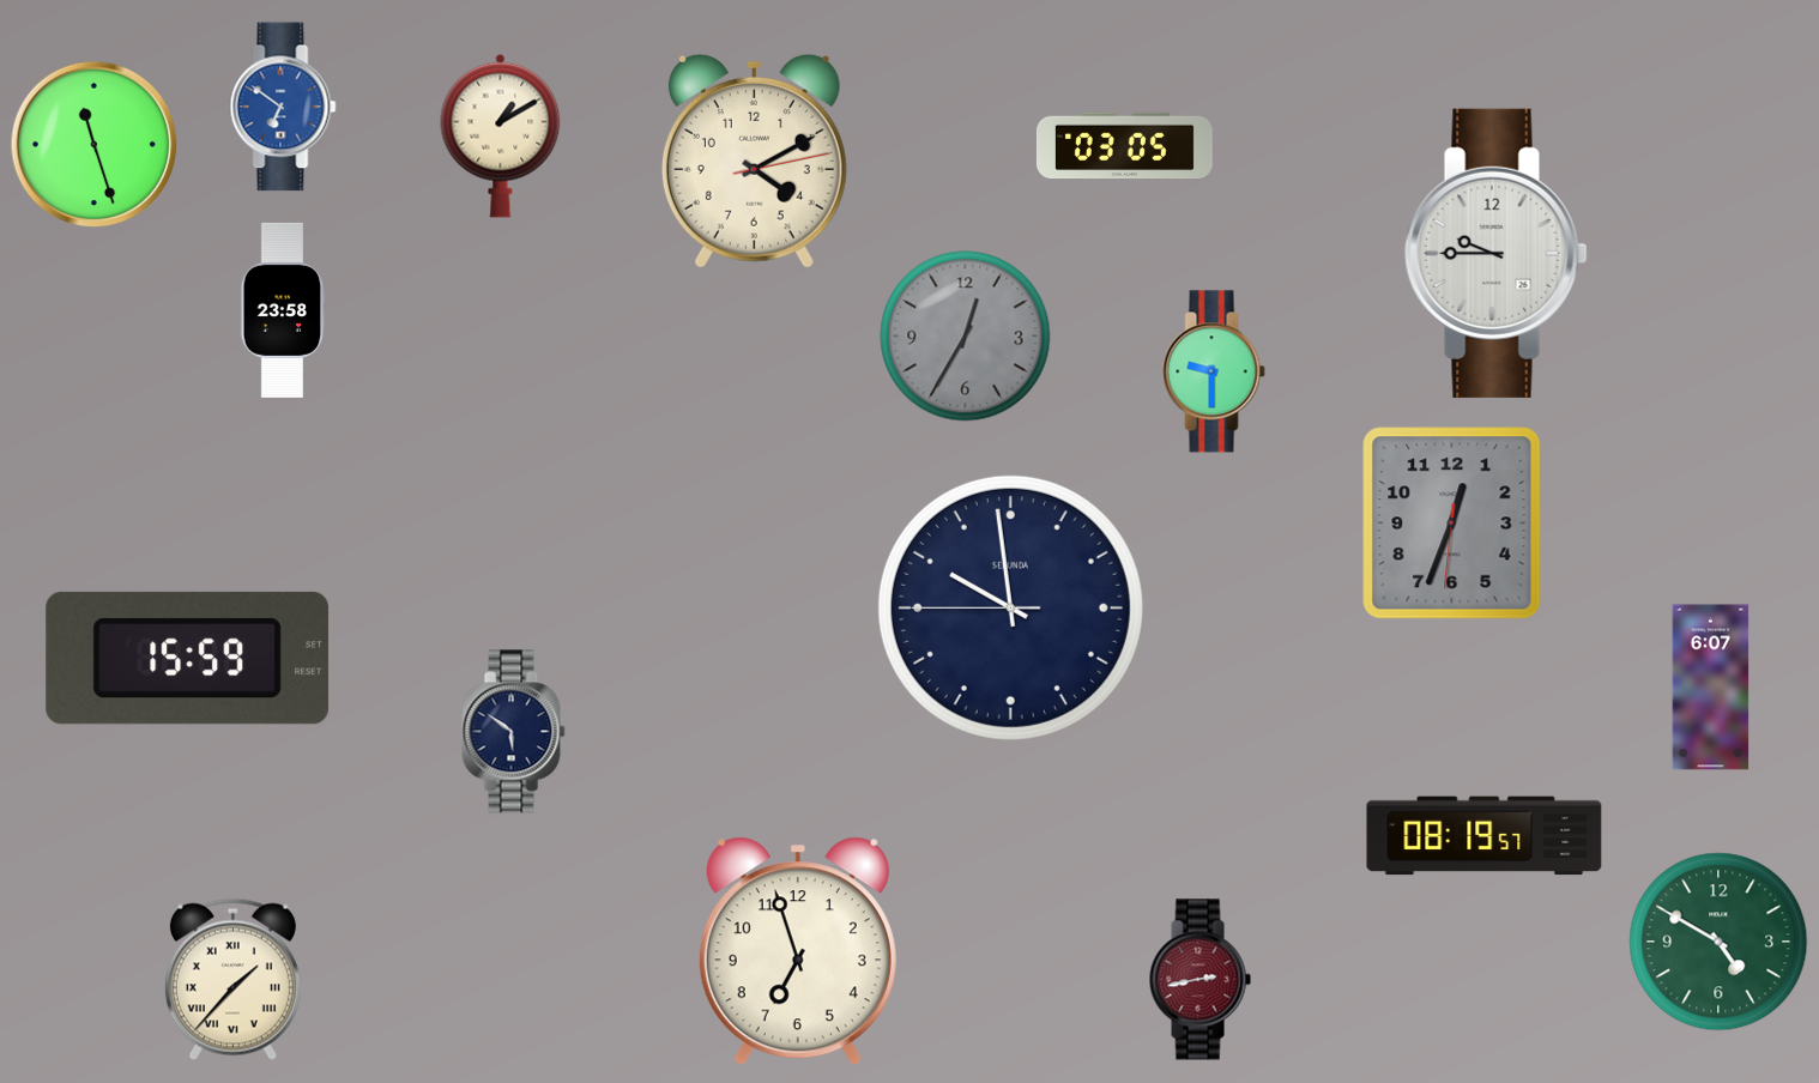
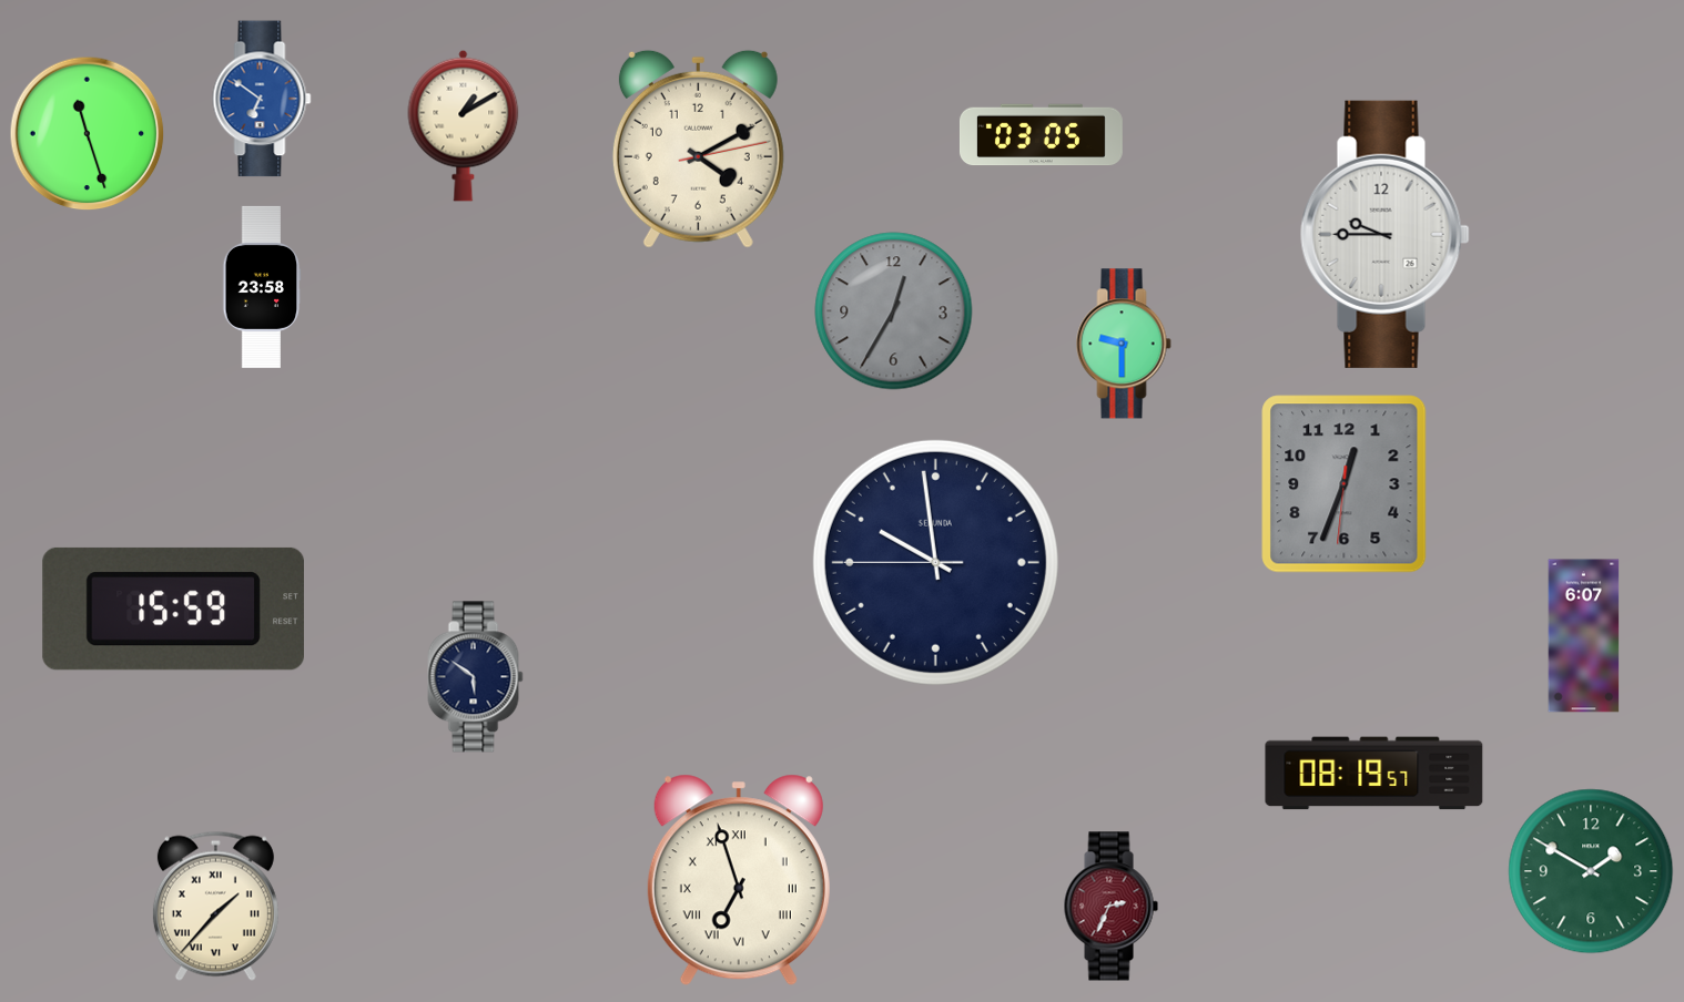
clock at (1718, 942): 4:50 -> 1:50
clock at (798, 951) numerals: Arabic -> Roman
clock at (1199, 980): 2:43 -> 2:34
